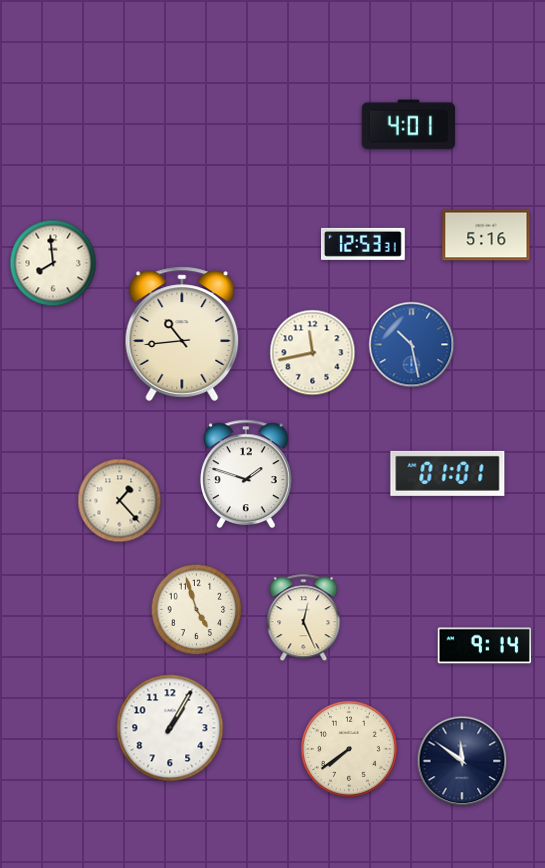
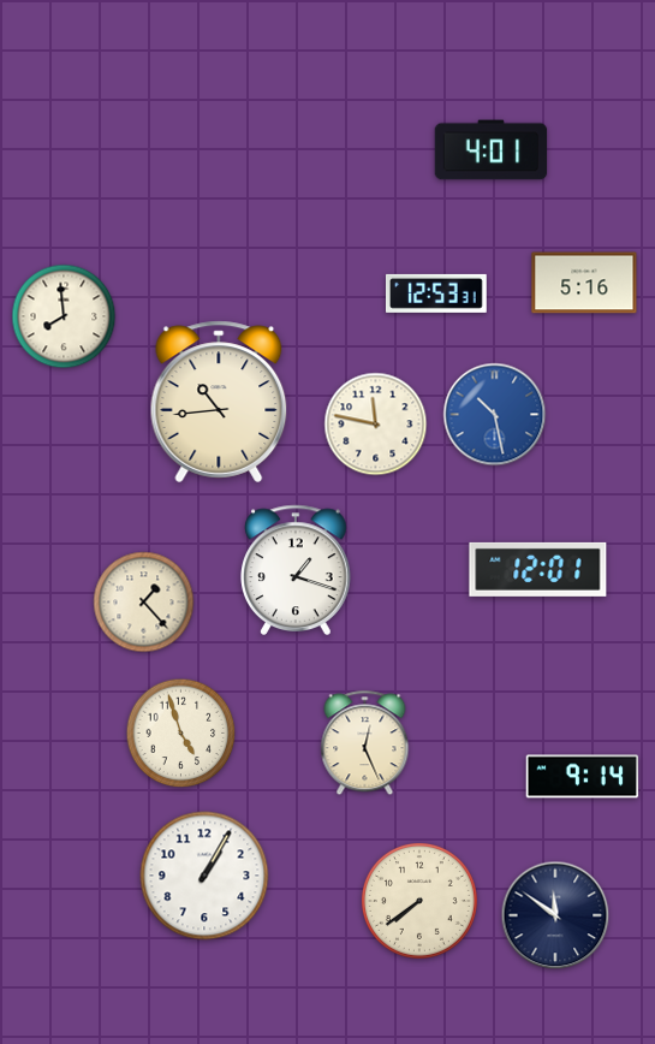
clock at (313, 353): 11:43 -> 11:47
clock at (448, 473): 01:01 -> 12:01
clock at (246, 474): 1:48 -> 1:18
clock at (197, 610) position: (197, 610) -> (181, 734)
